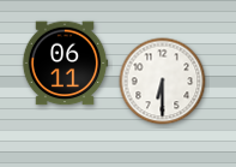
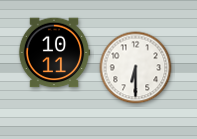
clock at (65, 64): 06:11 -> 10:11
